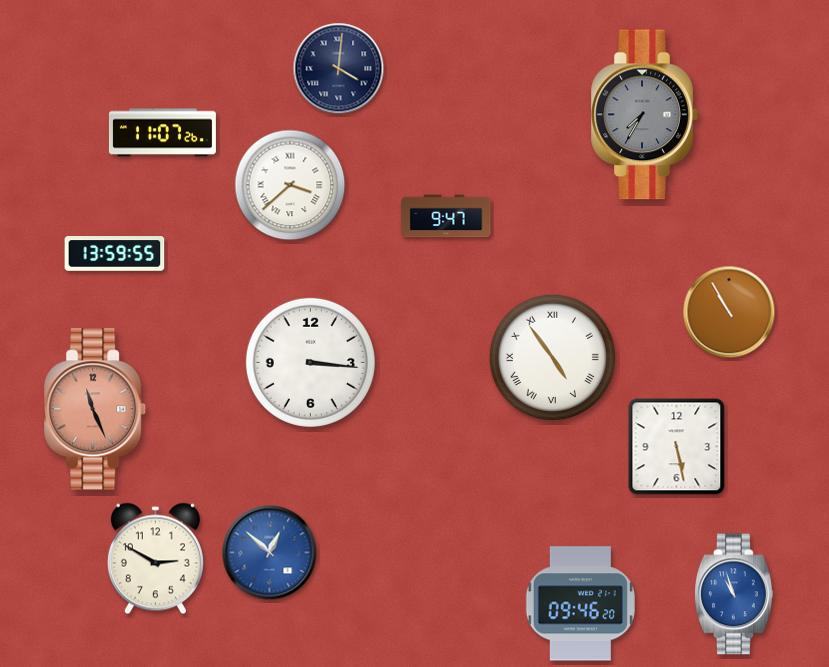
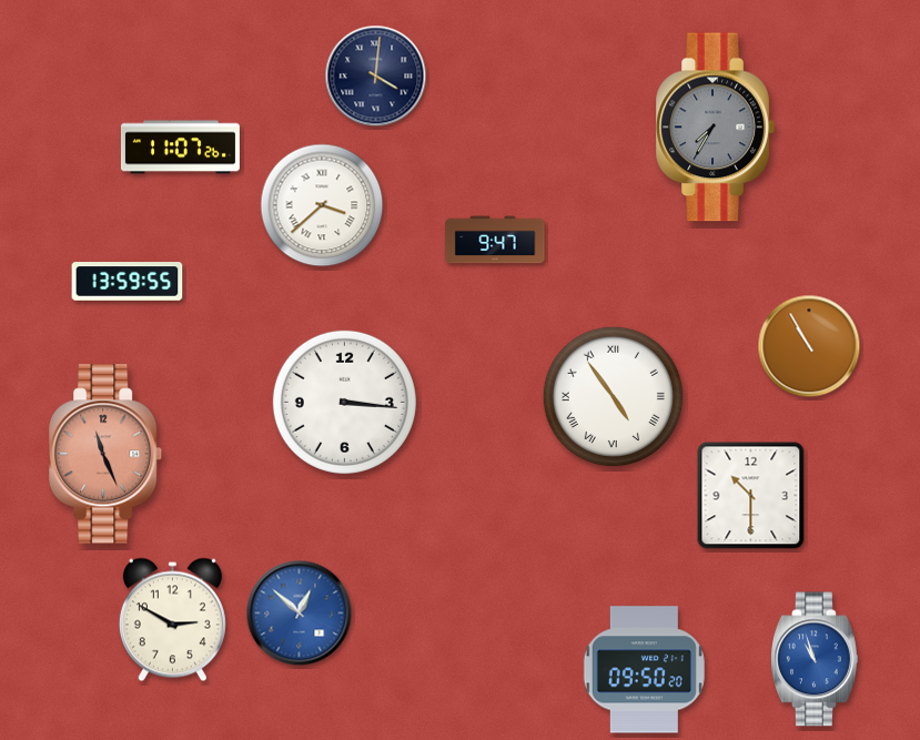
clock at (677, 447): 5:28 -> 10:30
clock at (580, 604): 09:46 -> 09:50
